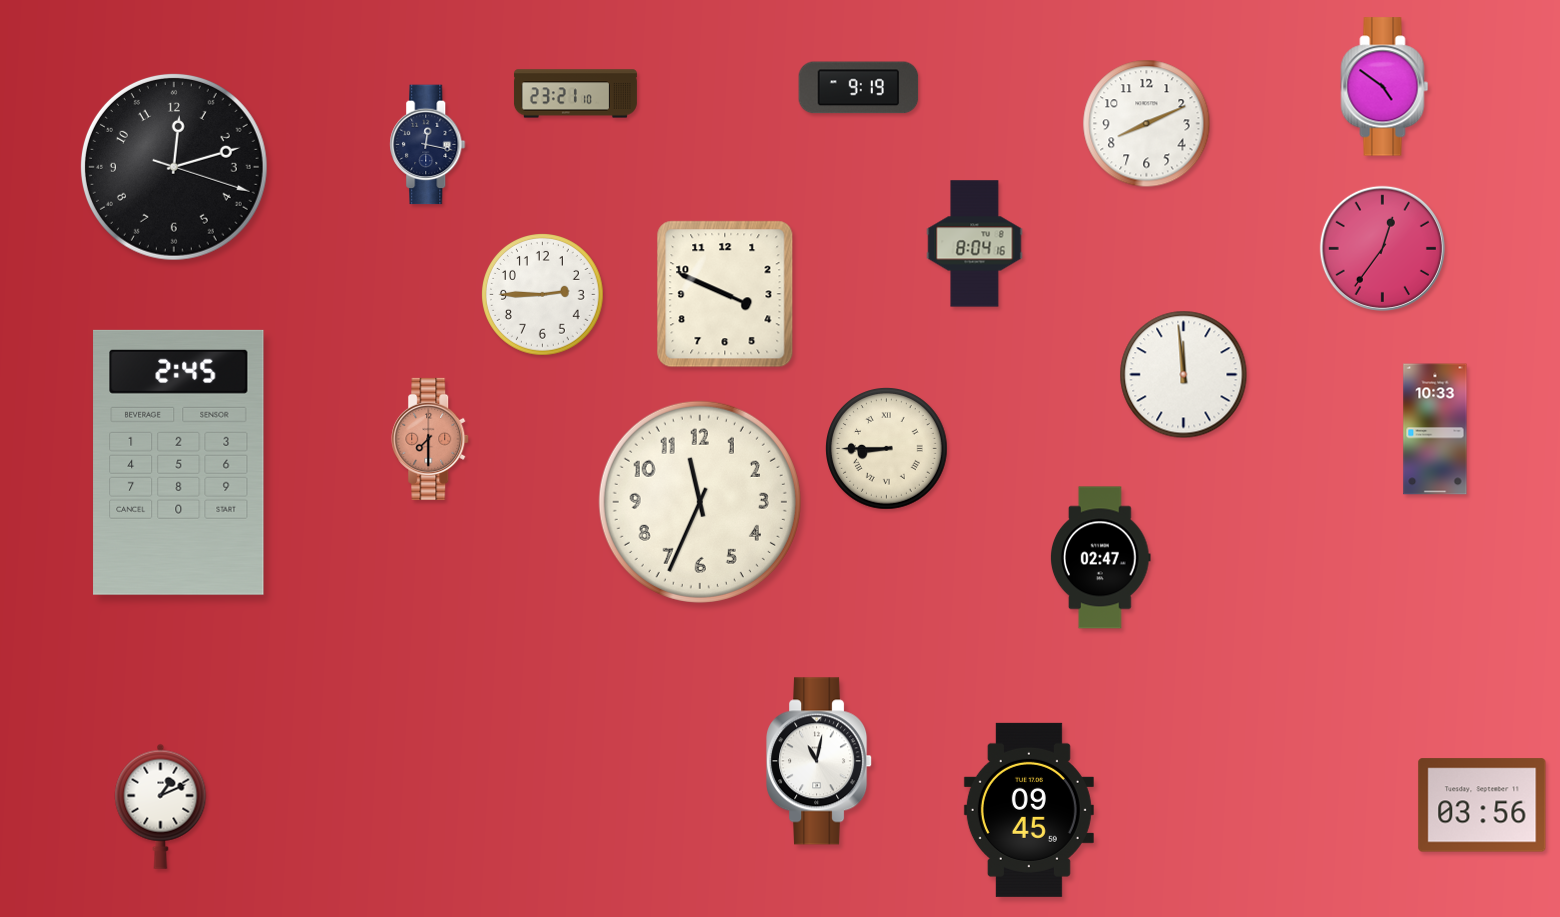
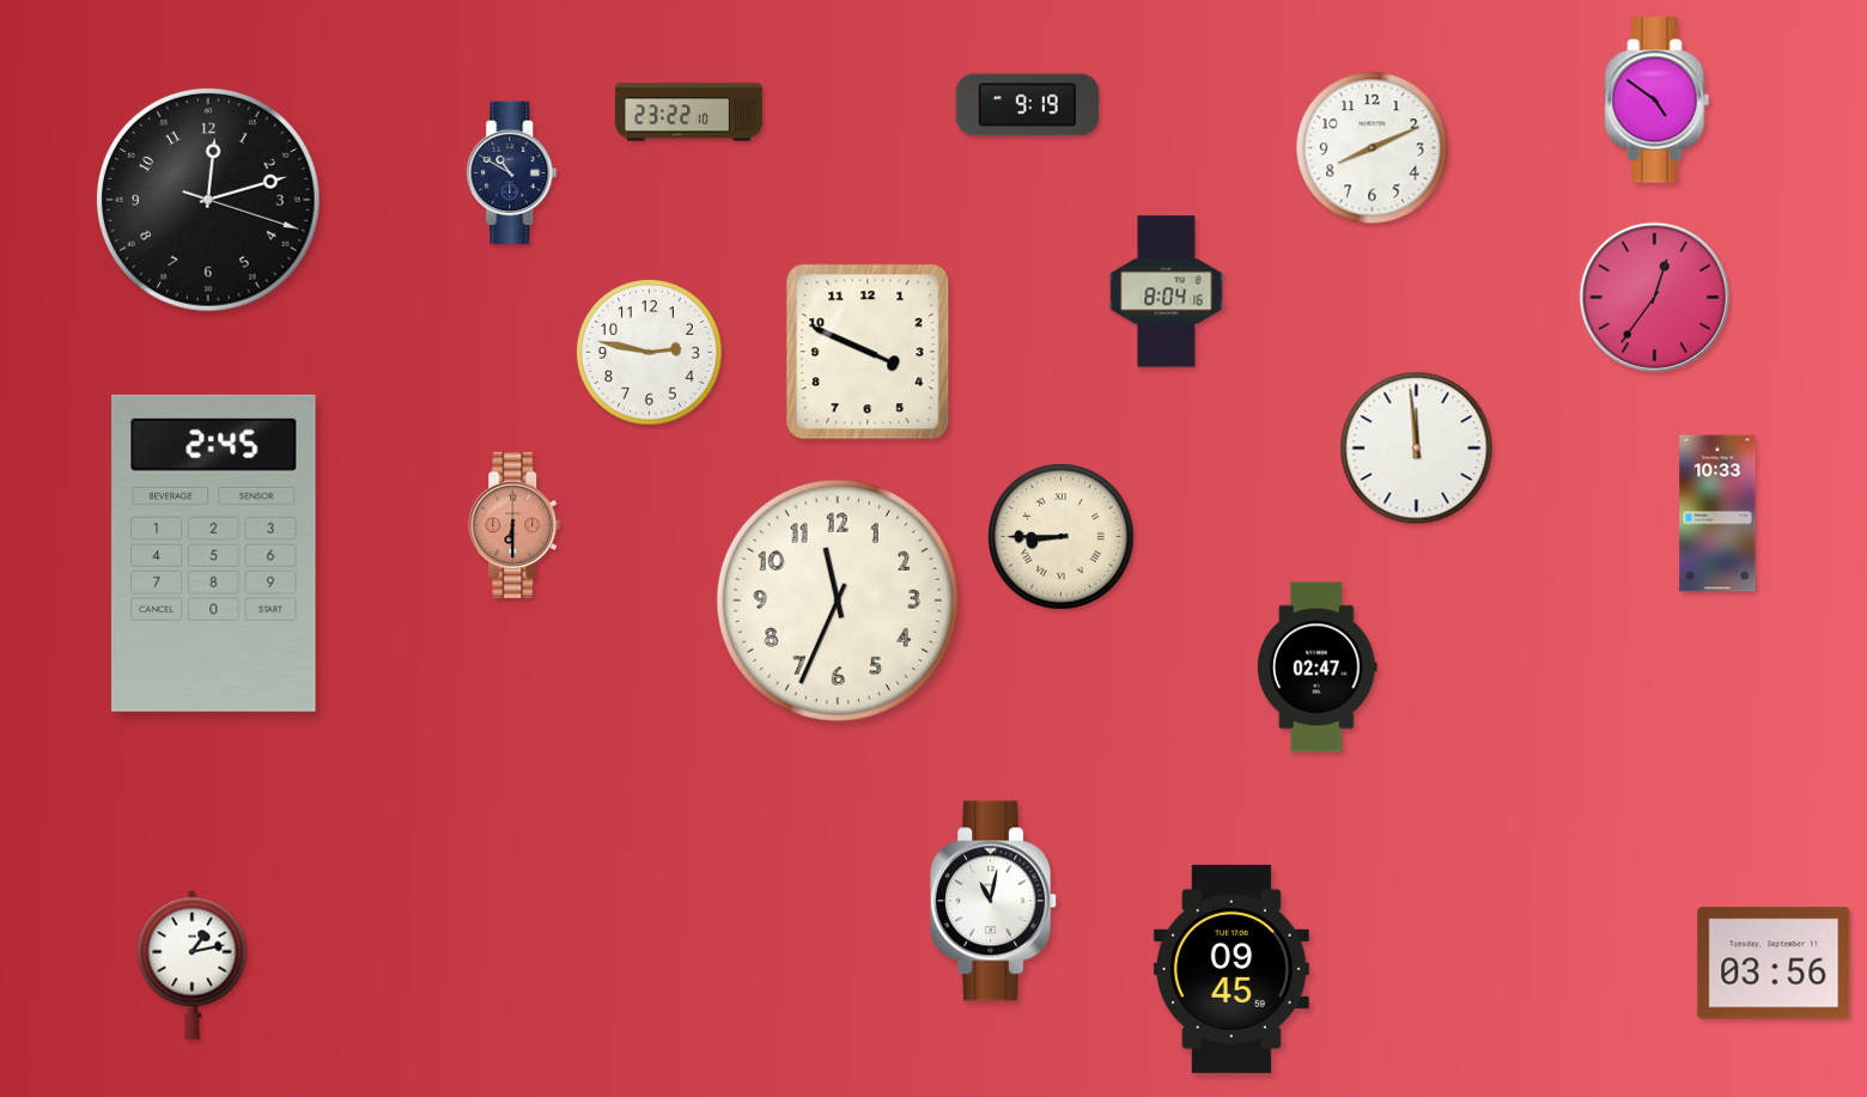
clock at (1385, 87) position: (1385, 87) -> (1658, 100)
clock at (575, 94): 23:21 -> 23:22
clock at (428, 145): 12:17 -> 10:50
clock at (543, 295): 2:45 -> 2:47
clock at (431, 439): 7:30 -> 6:30
clock at (820, 761) position: (820, 761) -> (995, 901)
clock at (161, 806): 1:11 -> 1:13
